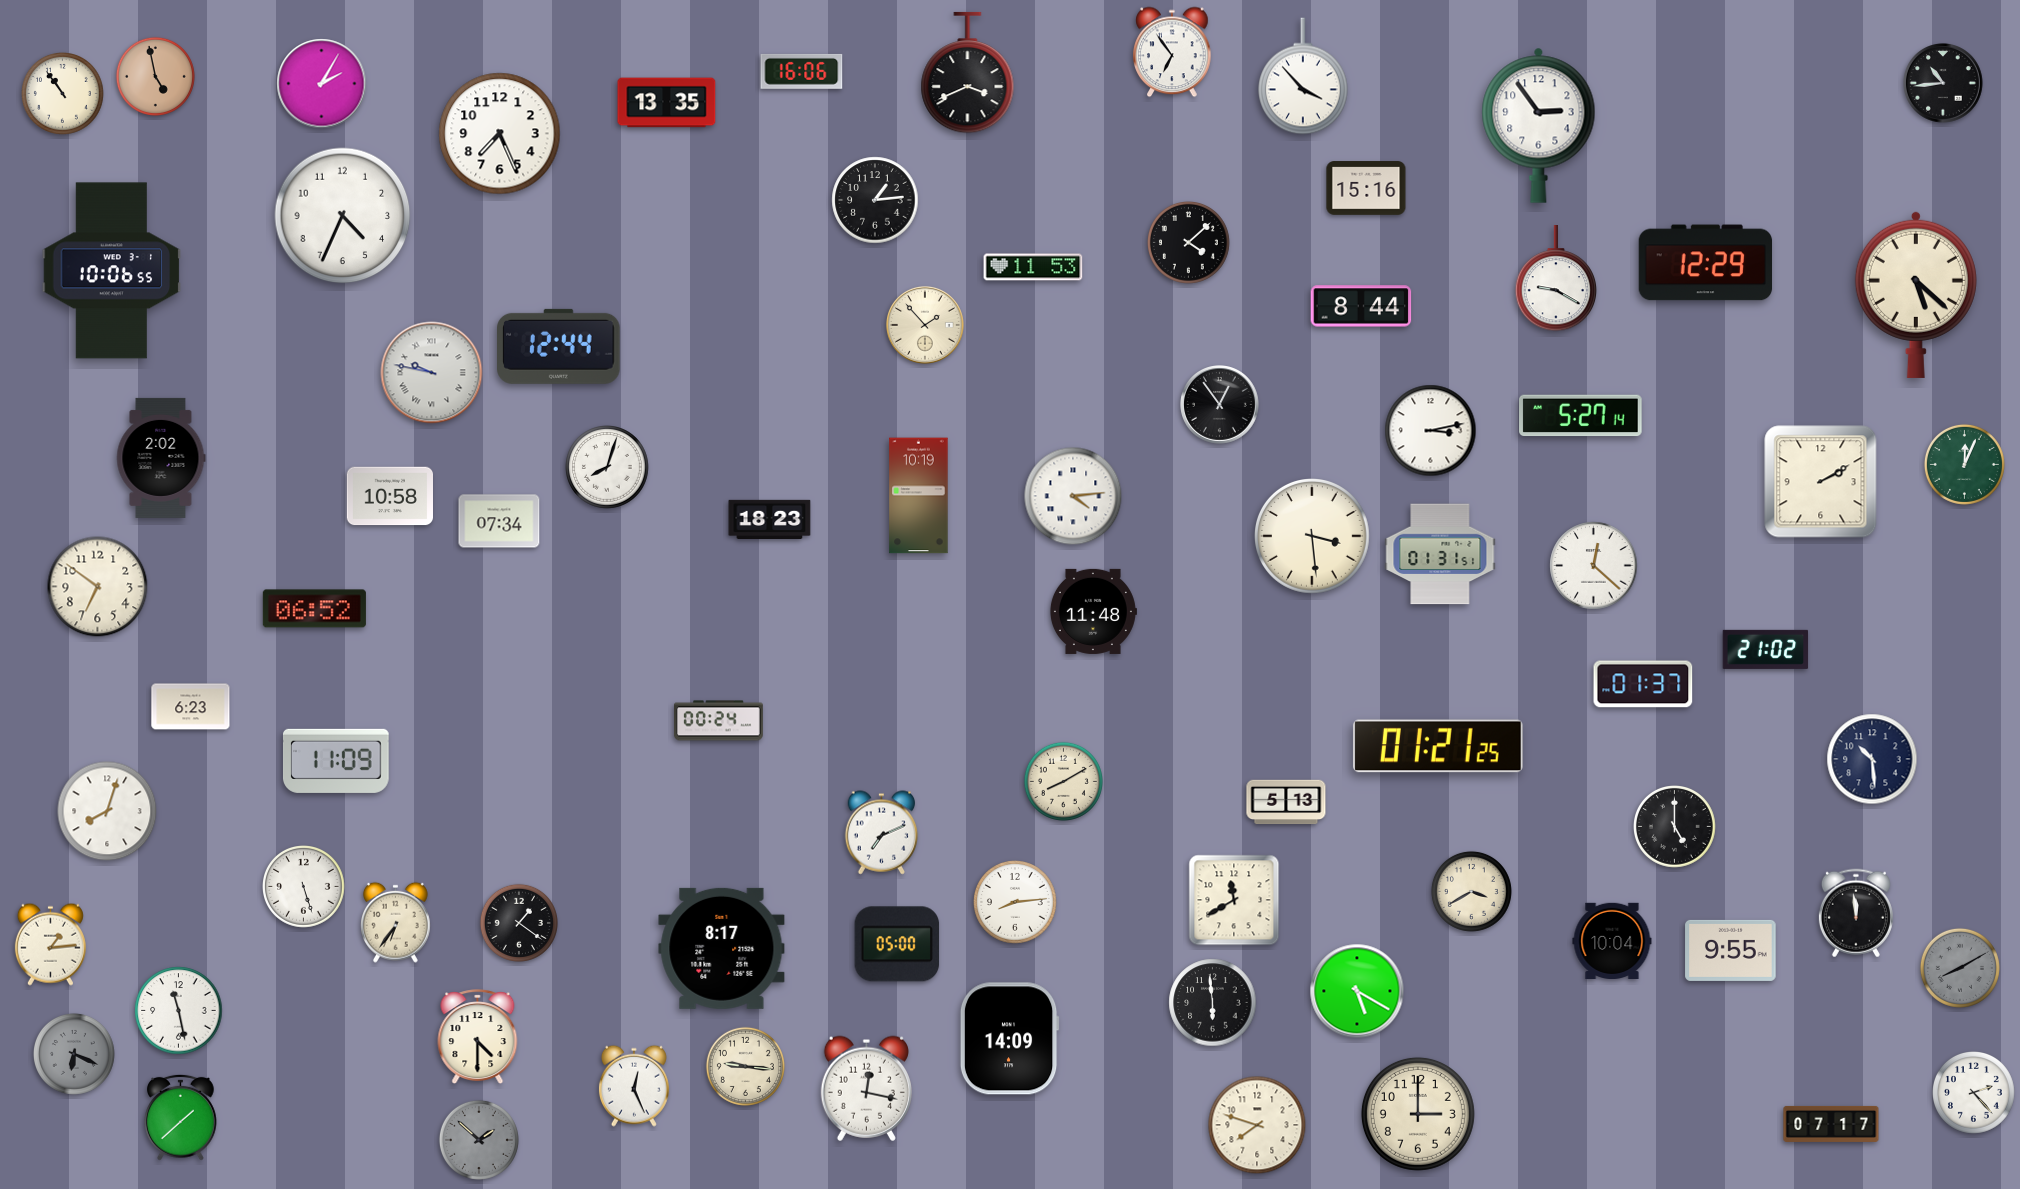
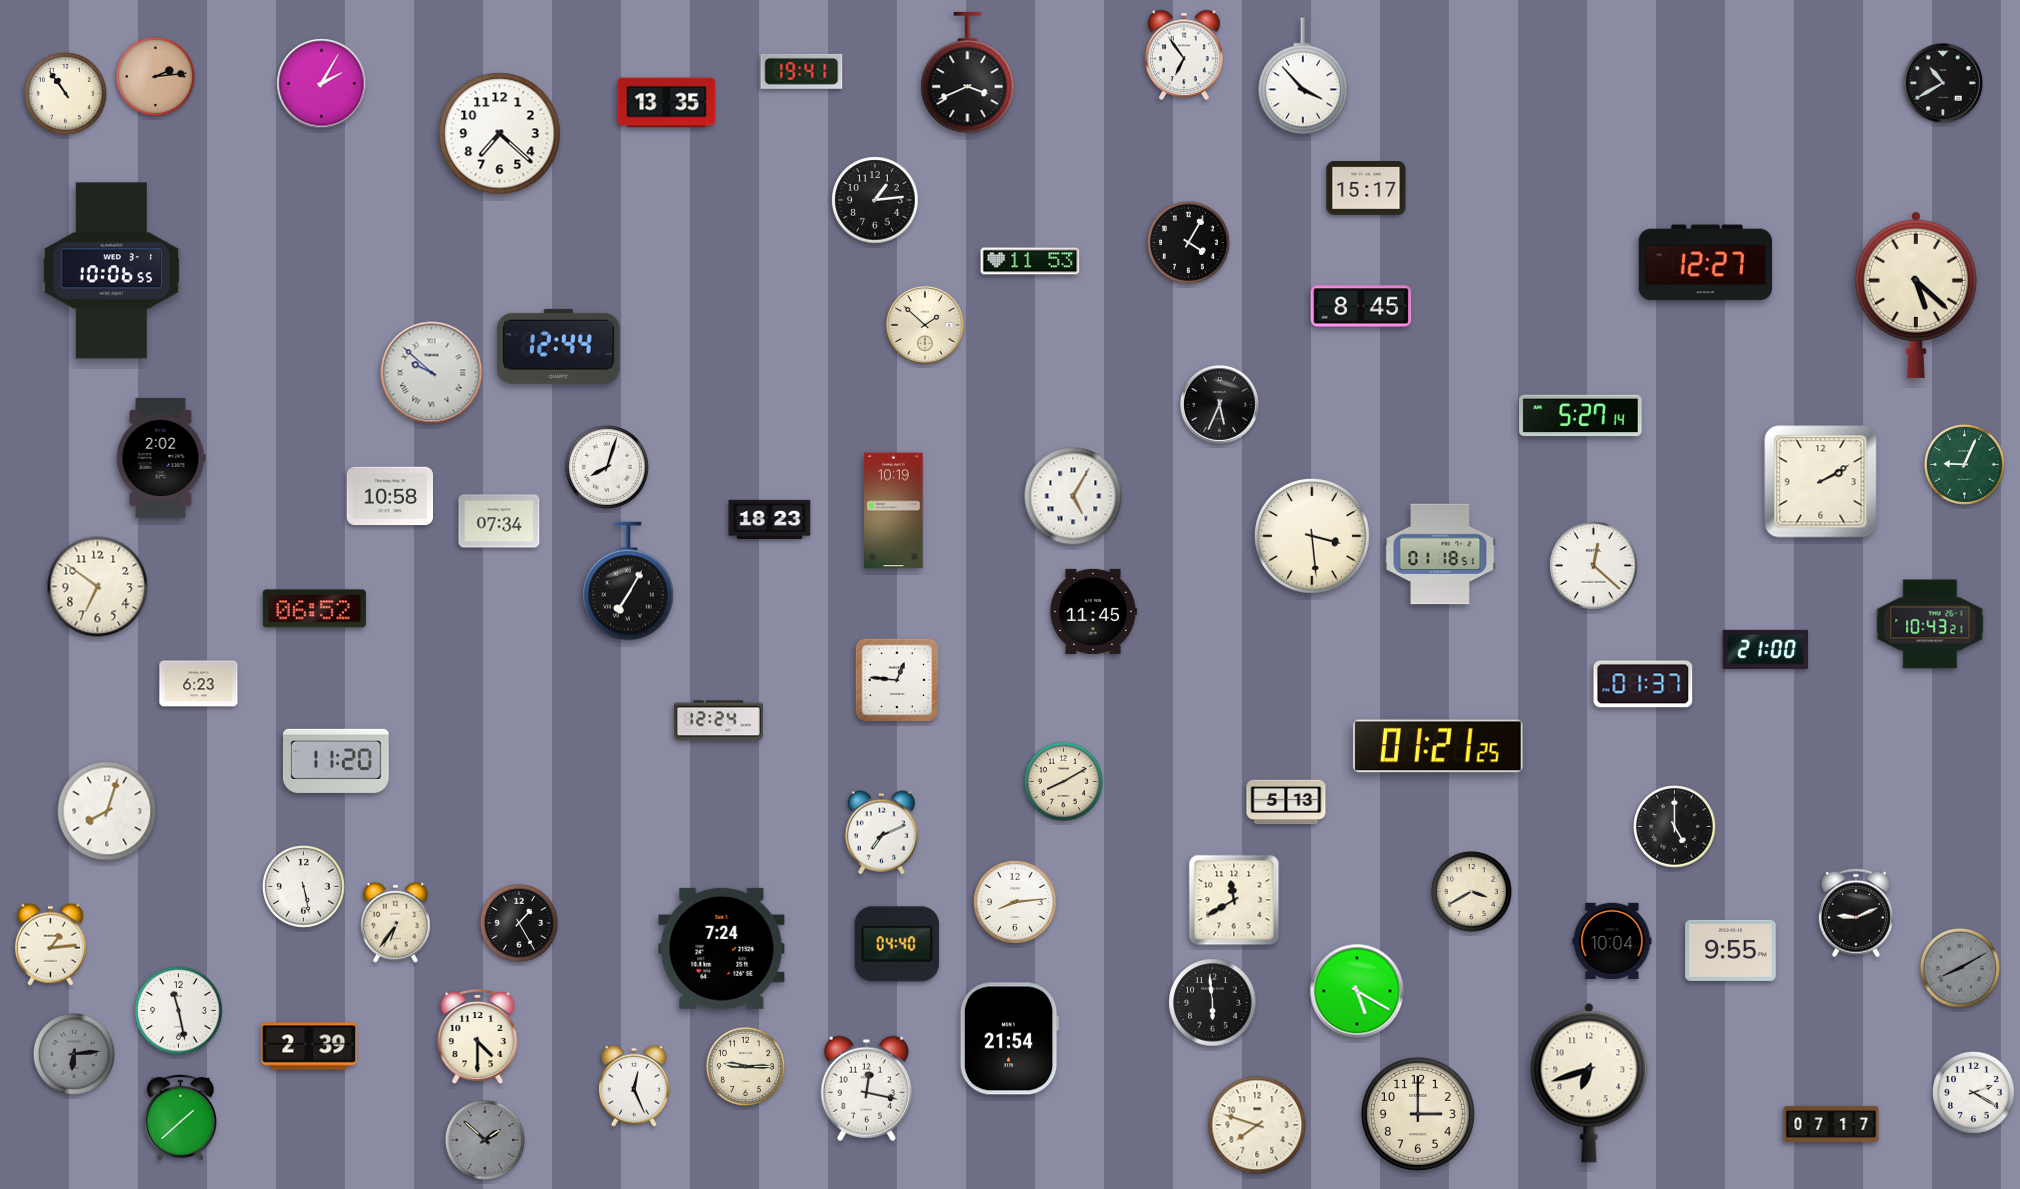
clock at (1172, 52) position: (1172, 52) -> (1184, 55)
clock at (802, 71): 16:06 -> 19:41
clock at (155, 76): 4:58 -> 2:14
clock at (1944, 84): 10:44 -> 10:40
clock at (63, 94) position: (63, 94) -> (66, 94)
clock at (1539, 125): 2:54 -> none
clock at (500, 134): 7:26 -> 7:22
clock at (1366, 188): 15:16 -> 15:17
clock at (343, 216): 4:34 -> none
clock at (1189, 243): 4:08 -> 4:05
clock at (1706, 263): 12:29 -> 12:27
clock at (1033, 267) position: (1033, 267) -> (1030, 261)
clock at (1556, 279): 9:20 -> none
clock at (1361, 306): 8:44 -> 8:45
clock at (925, 325): 1:53 -> 1:52
clock at (432, 373): 9:47 -> 9:52
clock at (1220, 405): 12:54 -> 5:34
clock at (1431, 431): 3:13 -> none
clock at (1964, 464): 12:04 -> 9:04
clock at (919, 496) position: (919, 496) -> (894, 511)
clock at (1073, 496): 4:14 -> 5:05
clock at (1440, 554): 01:31 -> 01:18
clock at (628, 581): none -> 7:05
clock at (1093, 611): 11:48 -> 11:45
clock at (1930, 624): none -> 10:43
clock at (1766, 649): 21:02 -> 21:00
clock at (897, 680): none -> 12:46
clock at (191, 707) position: (191, 707) -> (199, 684)
clock at (718, 721): 00:24 -> 12:24
clock at (1872, 759): 10:29 -> none
clock at (336, 761): 11:09 -> 11:20
clock at (304, 887): 5:27 -> 5:28
clock at (1856, 913): 11:59 -> 9:11
clock at (519, 923): 1:21 -> 1:25
clock at (897, 944): 05:00 -> 04:40
clock at (722, 948): 8:17 -> 7:24
clock at (1009, 1039): 14:09 -> 21:54
clock at (309, 1046): none -> 2:39
clock at (74, 1054): 6:19 -> 6:14
clock at (745, 1066): 9:16 -> 9:15
clock at (1589, 1083): none -> 6:42
clock at (1974, 1093): 2:23 -> 2:20
clock at (479, 1140) position: (479, 1140) -> (485, 1140)
